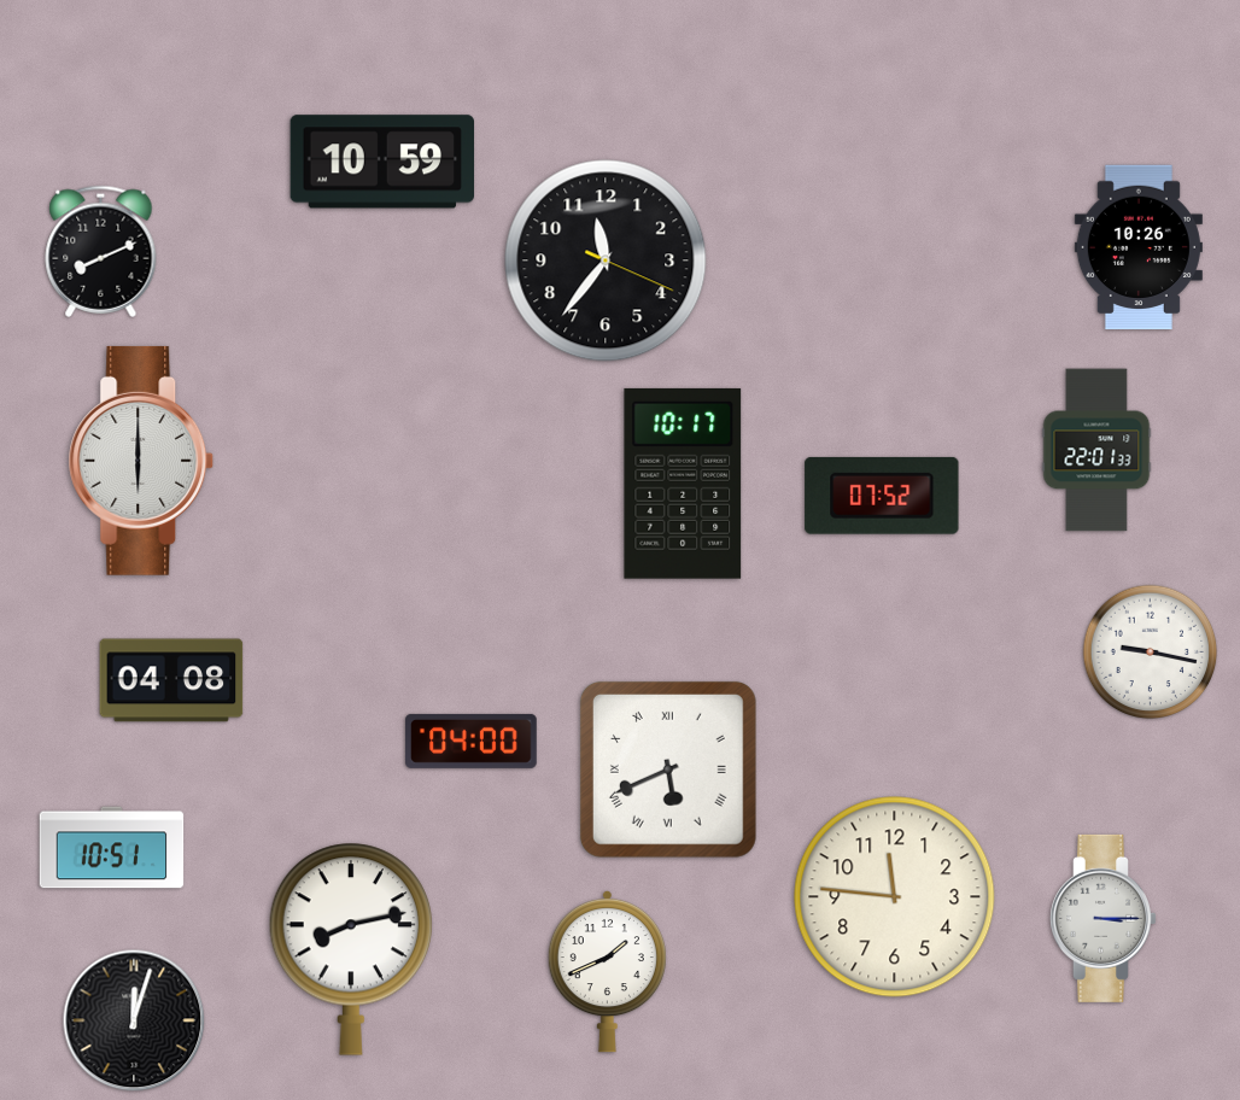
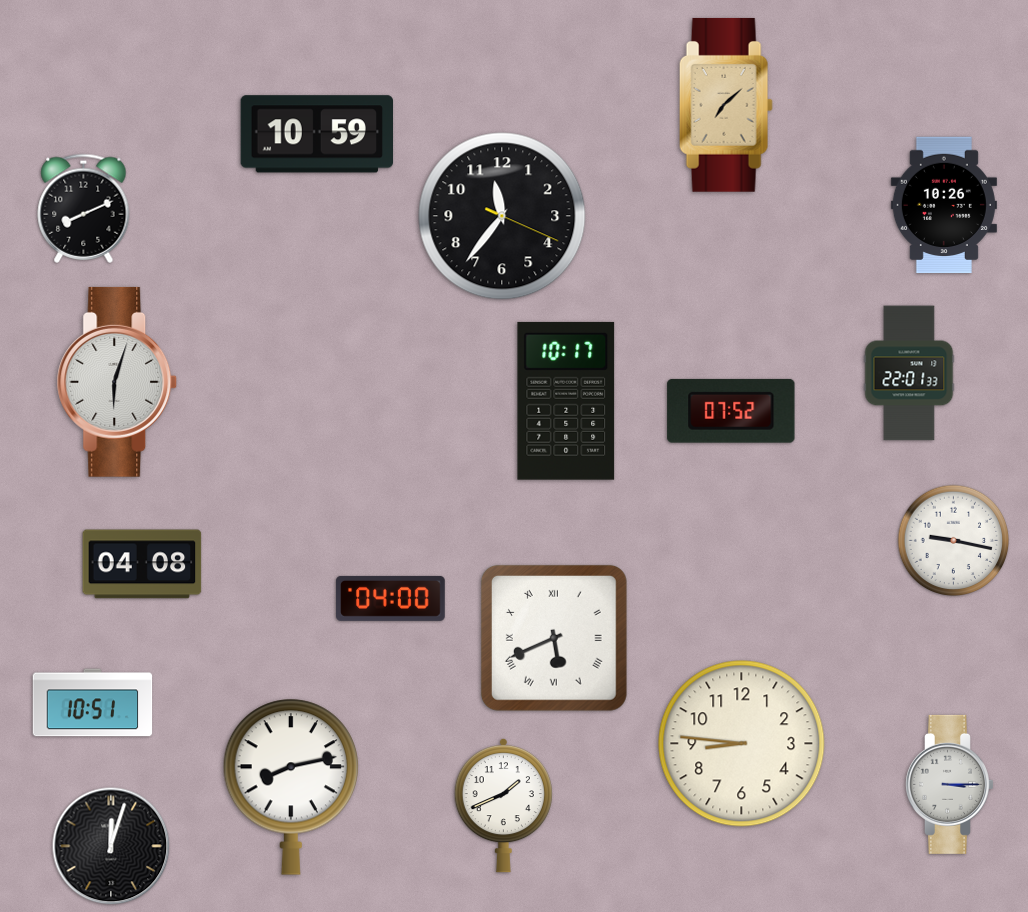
clock at (726, 105): none -> 7:08
clock at (141, 461): 6:00 -> 6:03
clock at (472, 741) position: (472, 741) -> (391, 598)
clock at (895, 897): 11:46 -> 8:46
clock at (1102, 918) position: (1102, 918) -> (949, 784)
